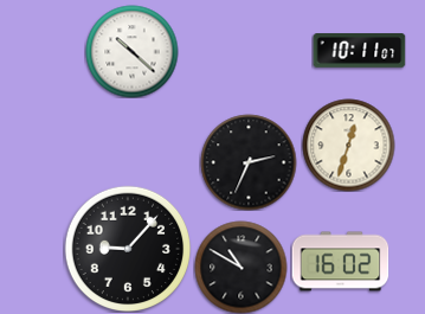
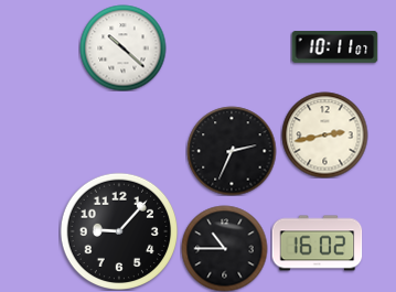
clock at (348, 145): 12:33 -> 2:43
clock at (240, 267): 10:50 -> 10:45
